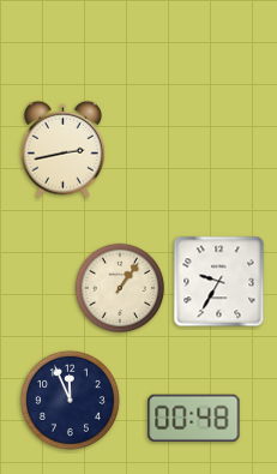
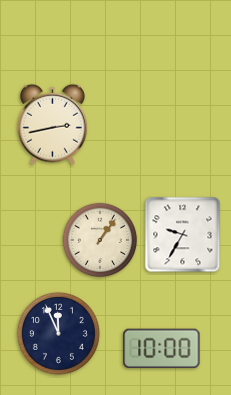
clock at (194, 418): 00:48 -> 10:00
